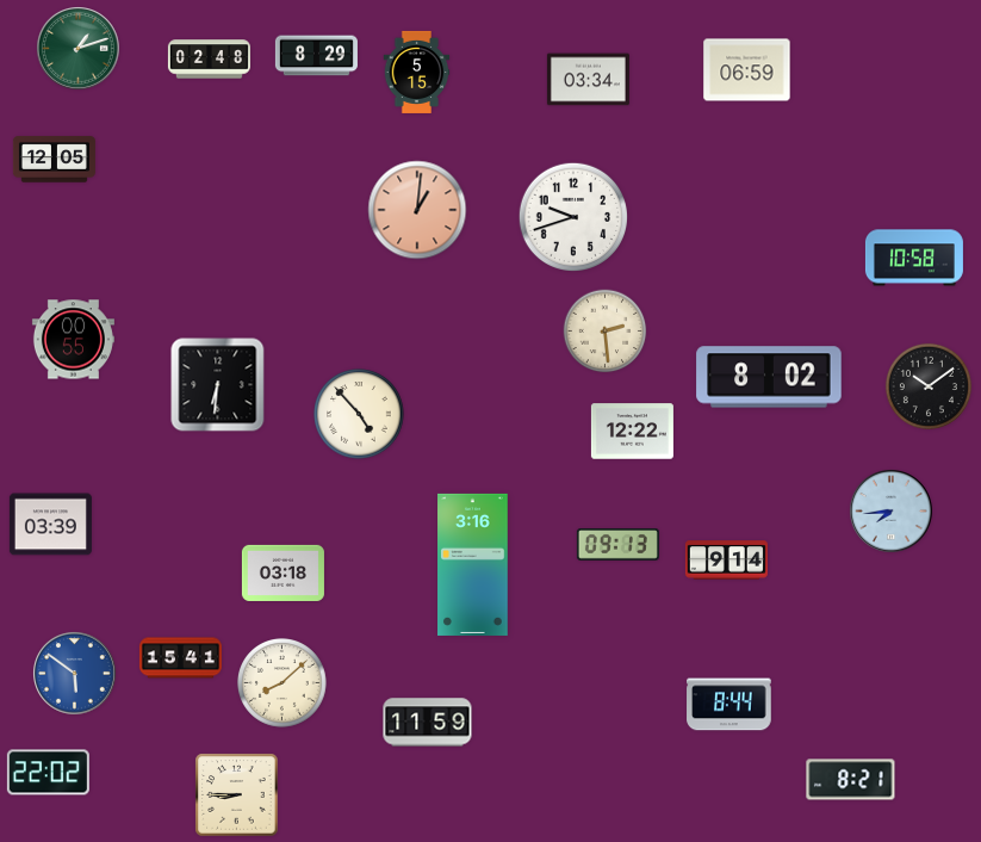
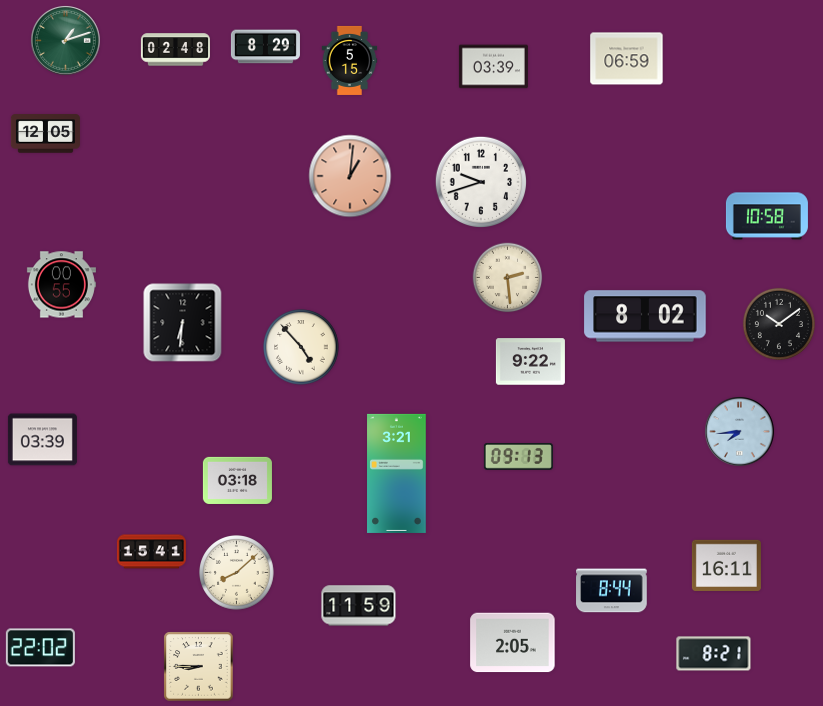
clock at (588, 80): 03:34 -> 03:39
clock at (632, 432): 12:22 -> 9:22
clock at (892, 512) position: (892, 512) -> (740, 432)
clock at (726, 561): 9:14 -> none
clock at (473, 564): 3:16 -> 3:21
clock at (75, 674): 5:51 -> none
clock at (726, 565): none -> 16:11
clock at (513, 643): none -> 2:05
